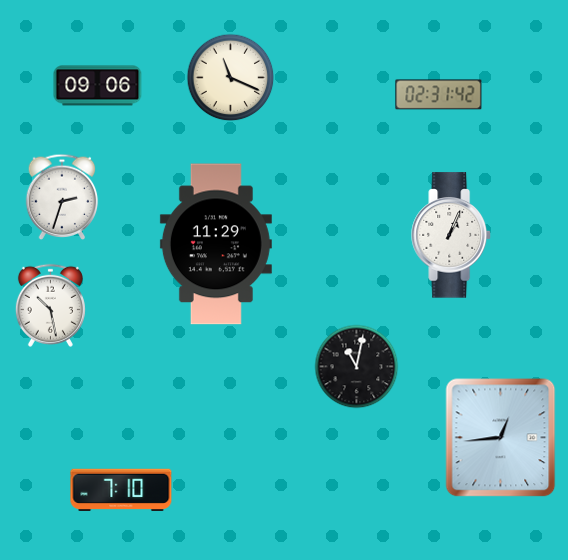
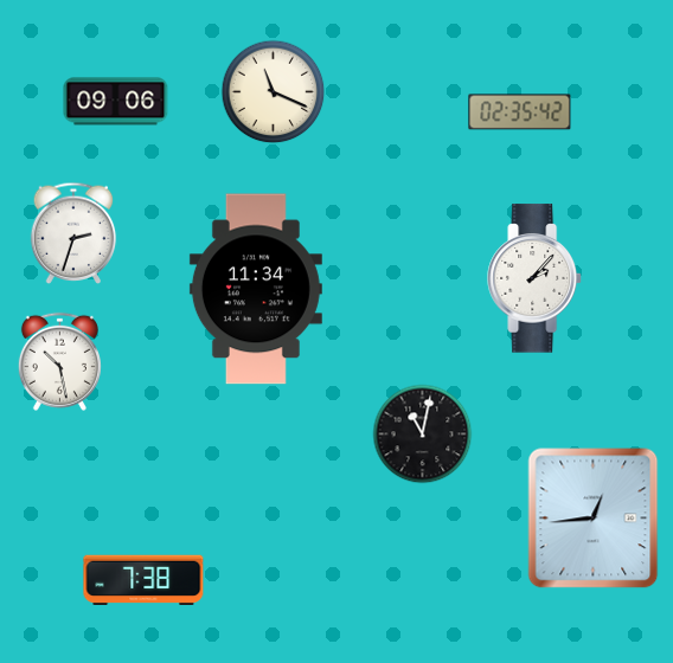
clock at (439, 95): 02:31 -> 02:35
clock at (451, 235): 1:04 -> 2:07
clock at (216, 244): 11:29 -> 11:34
clock at (121, 489): 7:10 -> 7:38
